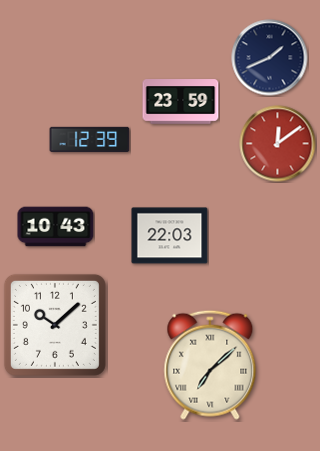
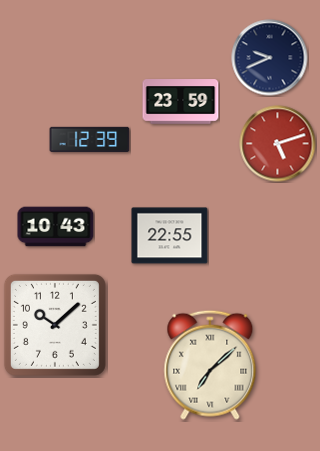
clock at (270, 58): 1:41 -> 9:41
clock at (278, 144): 12:09 -> 5:12
clock at (170, 236): 22:03 -> 22:55
